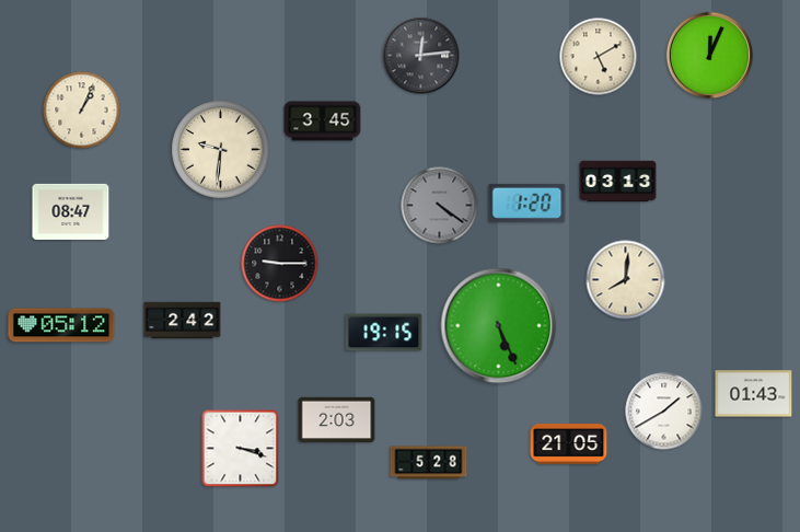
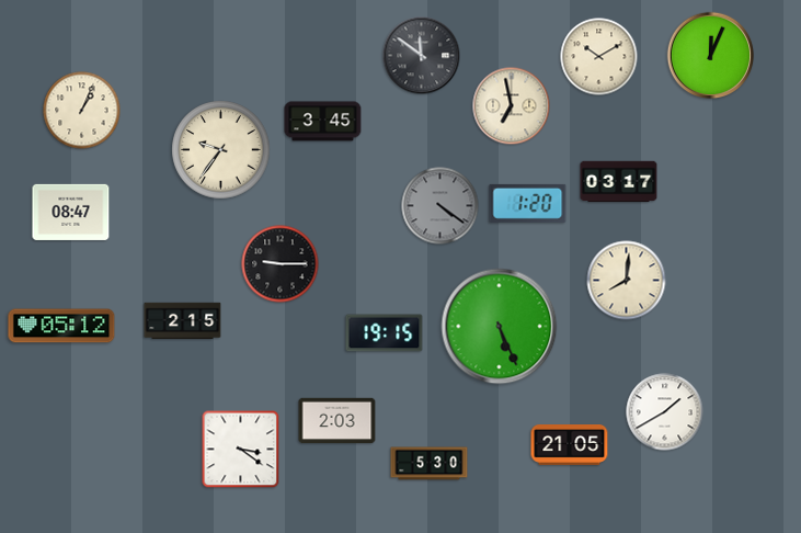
clock at (421, 56): 12:14 -> 11:51
clock at (599, 57): 5:10 -> 10:10
clock at (512, 106): none -> 6:58
clock at (221, 150): 9:31 -> 9:36
clock at (618, 182): 03:13 -> 03:17
clock at (183, 321): 2:42 -> 2:15
clock at (754, 394): 01:43 -> none
clock at (241, 449): 3:18 -> 3:21
clock at (429, 463): 5:28 -> 5:30
